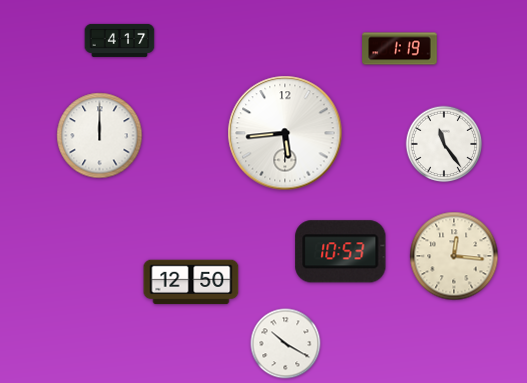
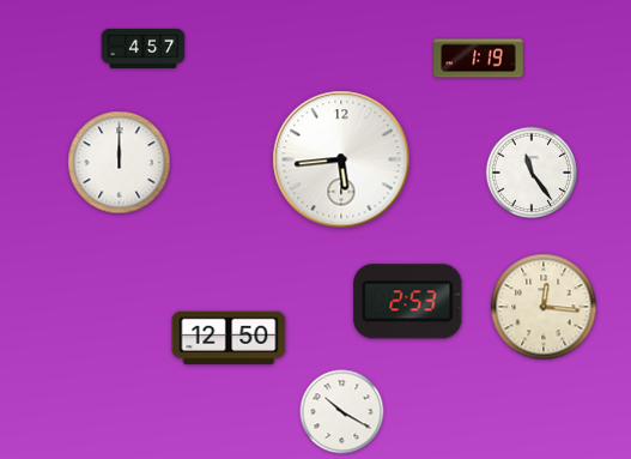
clock at (120, 40): 4:17 -> 4:57
clock at (341, 252): 10:53 -> 2:53
